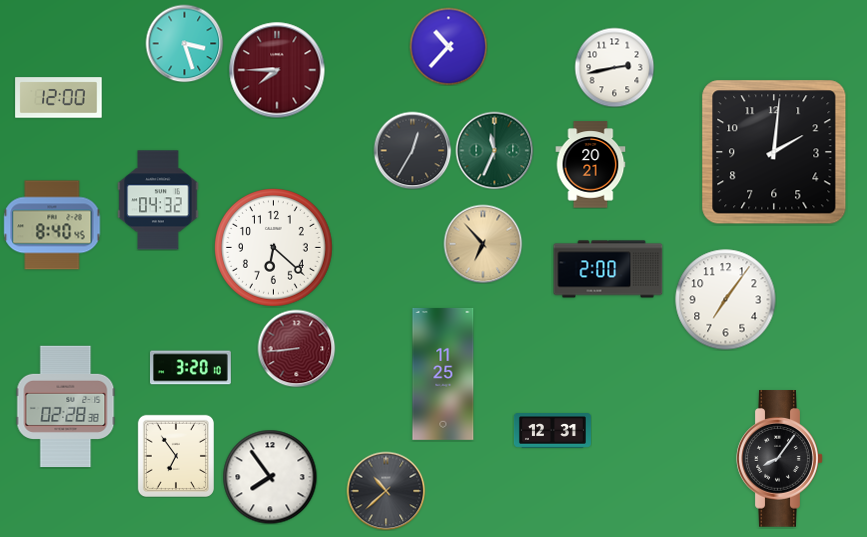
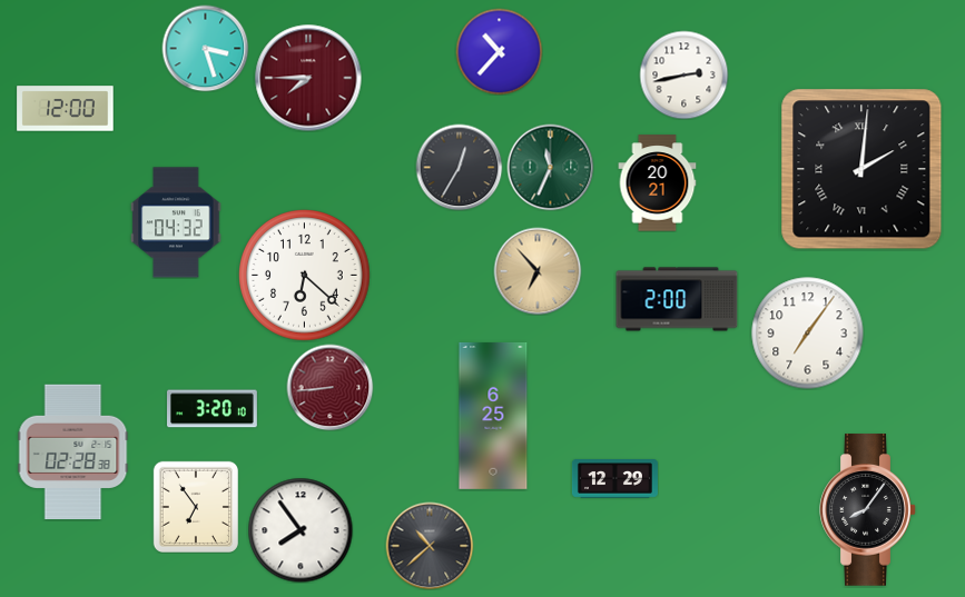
clock at (774, 152) numerals: Arabic -> Roman
clock at (52, 225): 8:40 -> none
clock at (443, 374): 11:25 -> 6:25
clock at (552, 431): 12:31 -> 12:29
